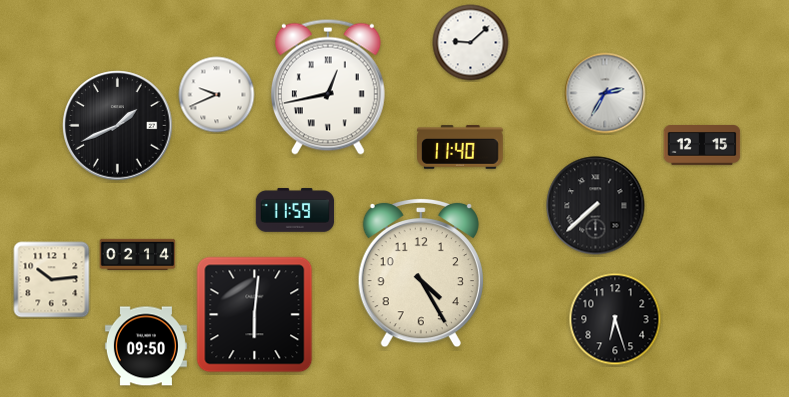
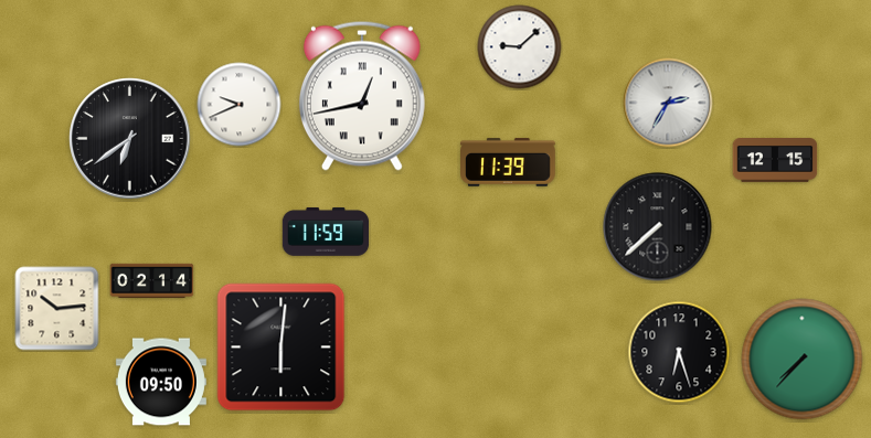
clock at (118, 126): 1:41 -> 6:39
clock at (461, 147): 11:40 -> 11:39
clock at (421, 273): 4:25 -> none
clock at (803, 360): none -> 7:37
